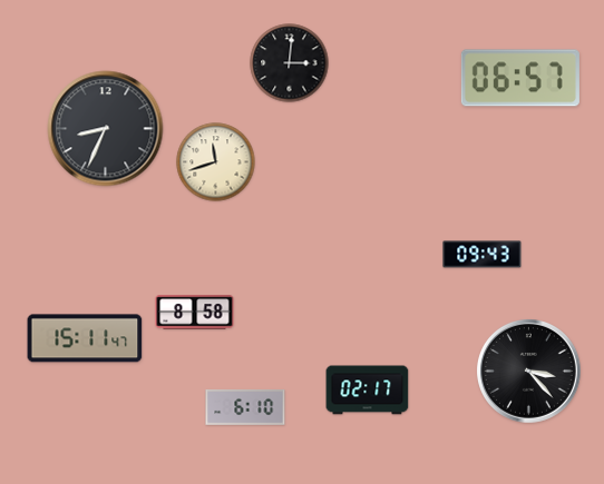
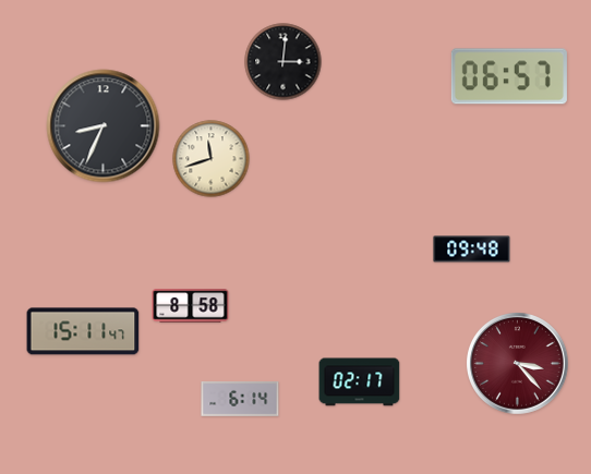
clock at (483, 255): 09:43 -> 09:48
clock at (529, 372) dial: black -> burgundy
clock at (245, 407): 6:10 -> 6:14
